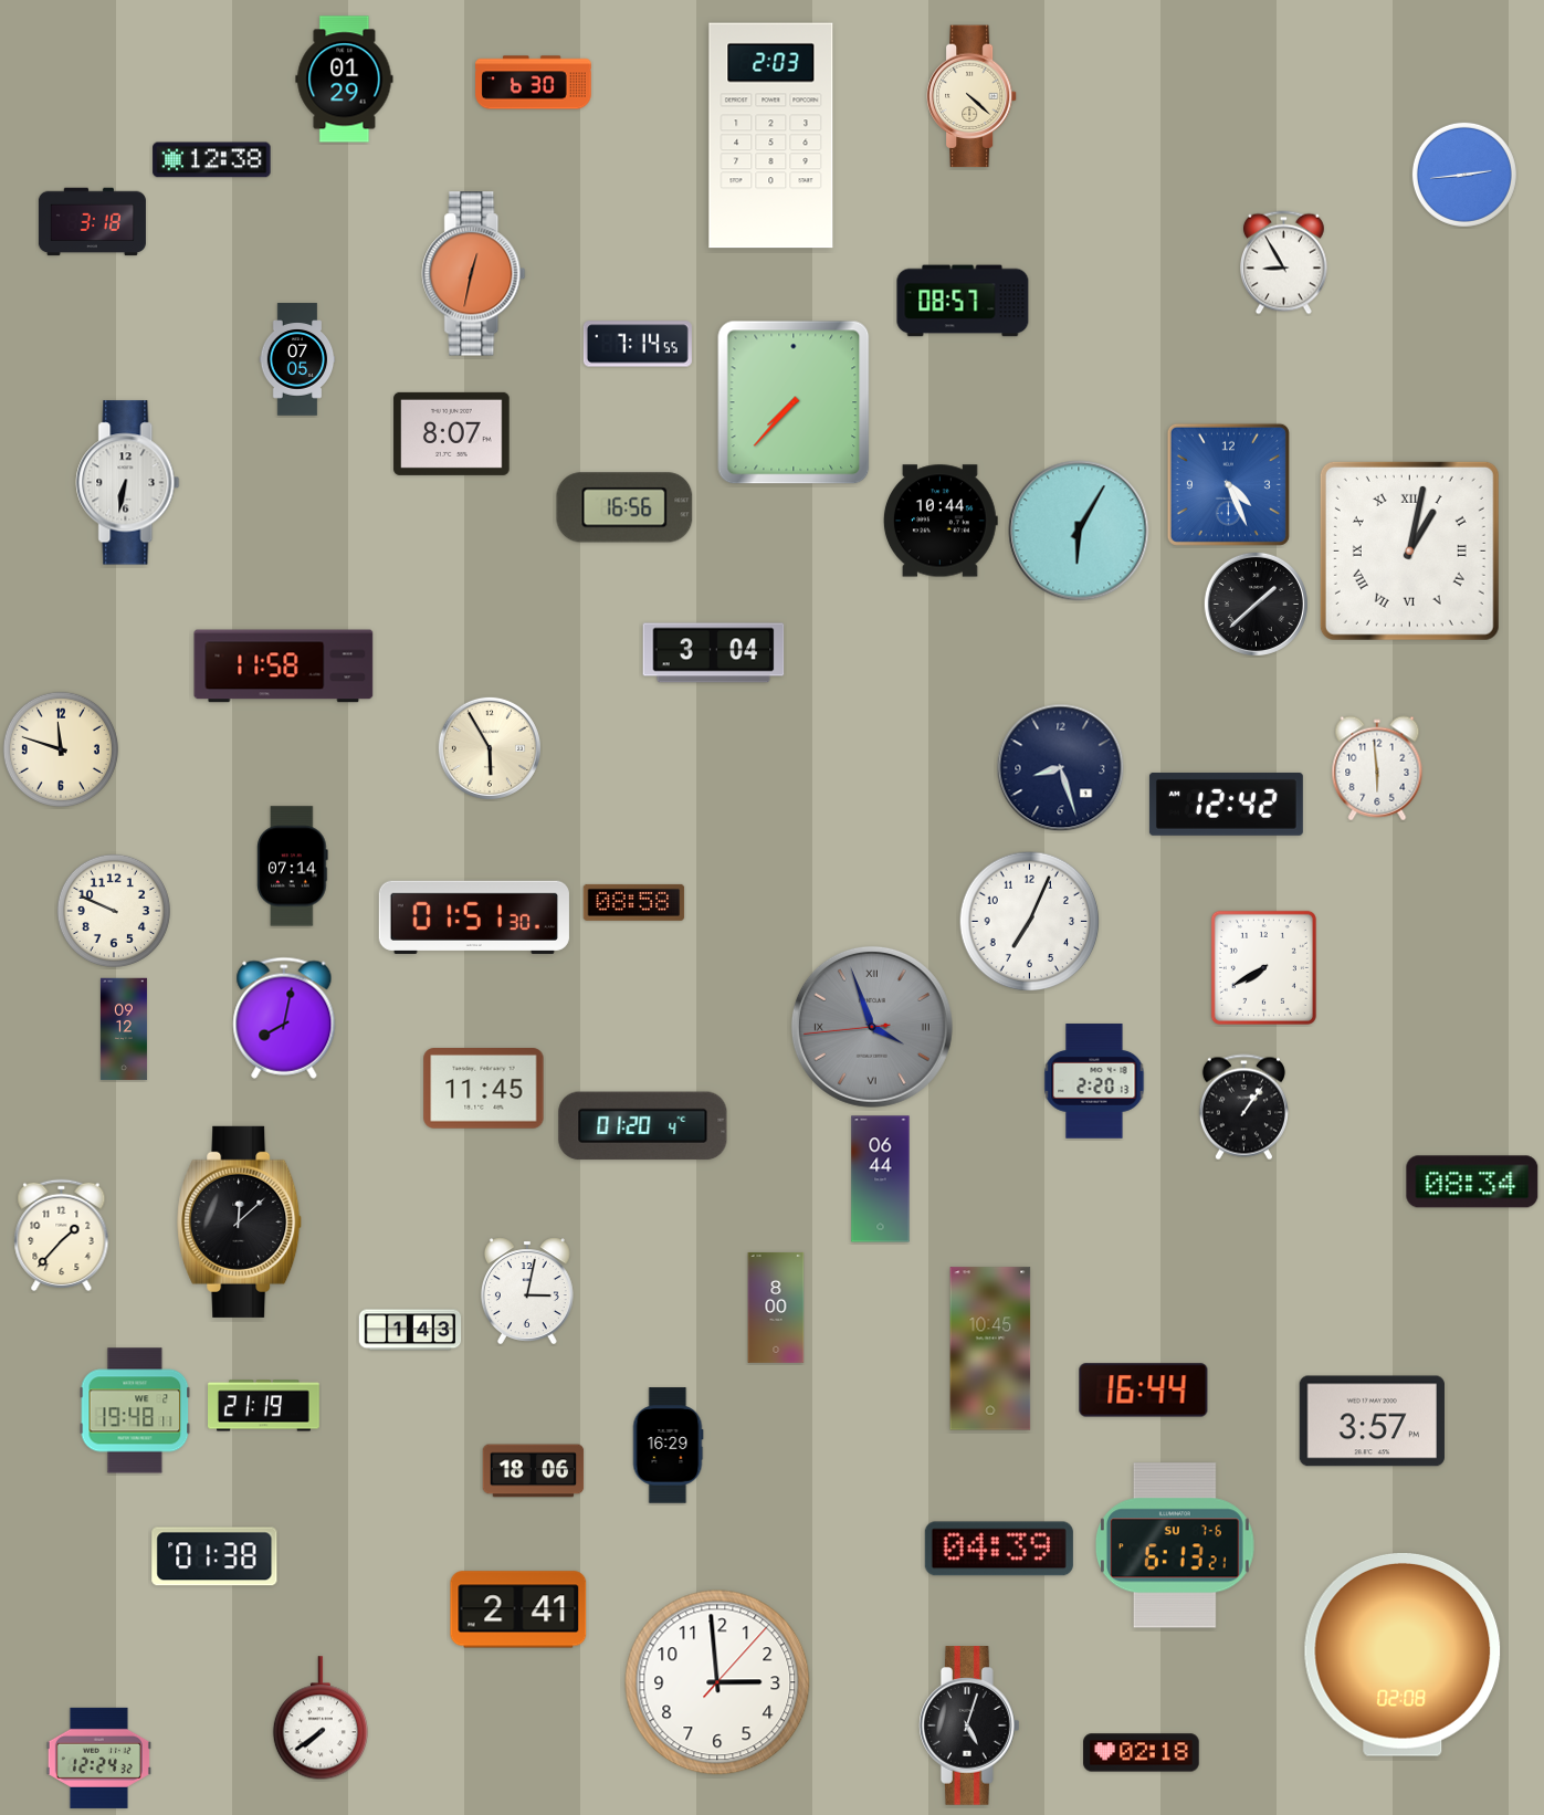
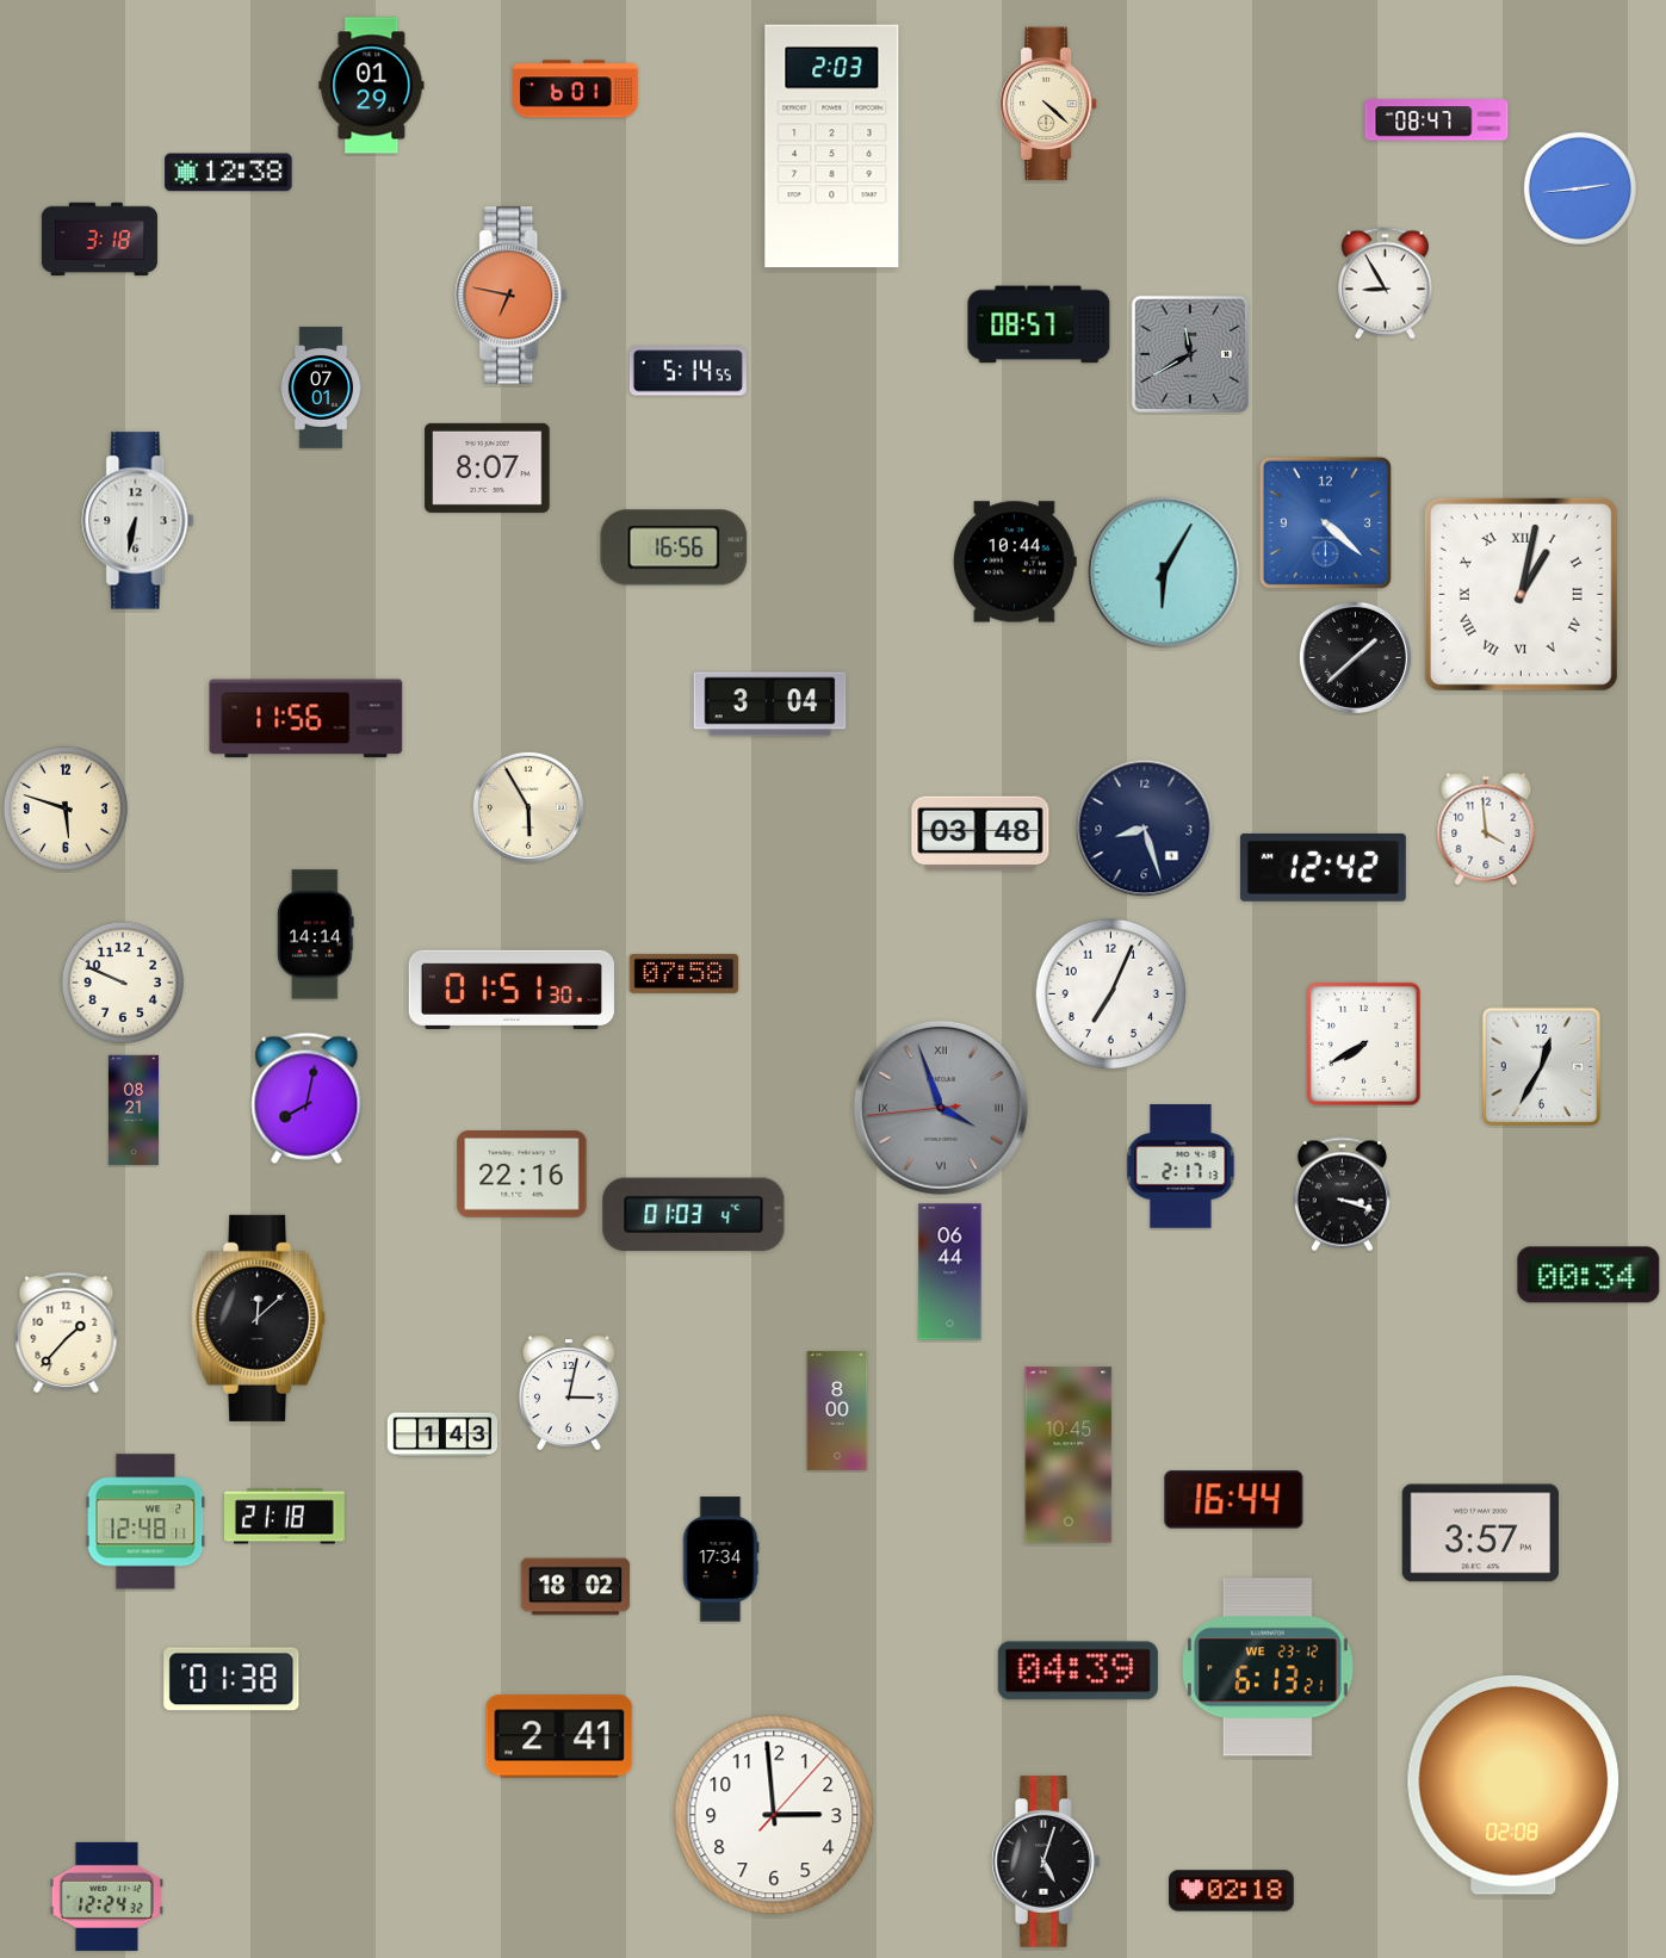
clock at (534, 83): 6:30 -> 6:01
clock at (1437, 120): none -> 08:47
clock at (474, 274): 12:32 -> 6:47
clock at (1190, 354): none -> 11:40
clock at (638, 344): 7:14 -> 5:14
clock at (297, 359): 07:05 -> 07:01
clock at (794, 402): 7:37 -> none
clock at (1228, 484): 4:26 -> 4:22
clock at (1256, 604) position: (1256, 604) -> (1355, 657)
clock at (284, 667): 11:58 -> 11:56
clock at (61, 749): 11:48 -> 5:48
clock at (1377, 768): 5:59 -> 3:59
clock at (980, 834): none -> 03:48
clock at (293, 867): 07:14 -> 14:14
clock at (634, 902): 08:58 -> 07:58
clock at (1542, 1067): none -> 12:35
clock at (124, 1029): 09:12 -> 08:21
clock at (1094, 1081): 2:20 -> 2:17
clock at (484, 1089): 11:45 -> 22:16
clock at (1243, 1108): 1:06 -> 3:18
clock at (643, 1126): 01:20 -> 01:03
clock at (1472, 1182): 08:34 -> 00:34
clock at (264, 1406): 21:19 -> 21:18
clock at (135, 1410): 19:48 -> 12:48
clock at (668, 1446): 16:29 -> 17:34
clock at (534, 1471): 18:06 -> 18:02
clock at (1175, 1545) date: SU 7-6 -> WE 23-12
clock at (321, 1719): 7:39 -> none
